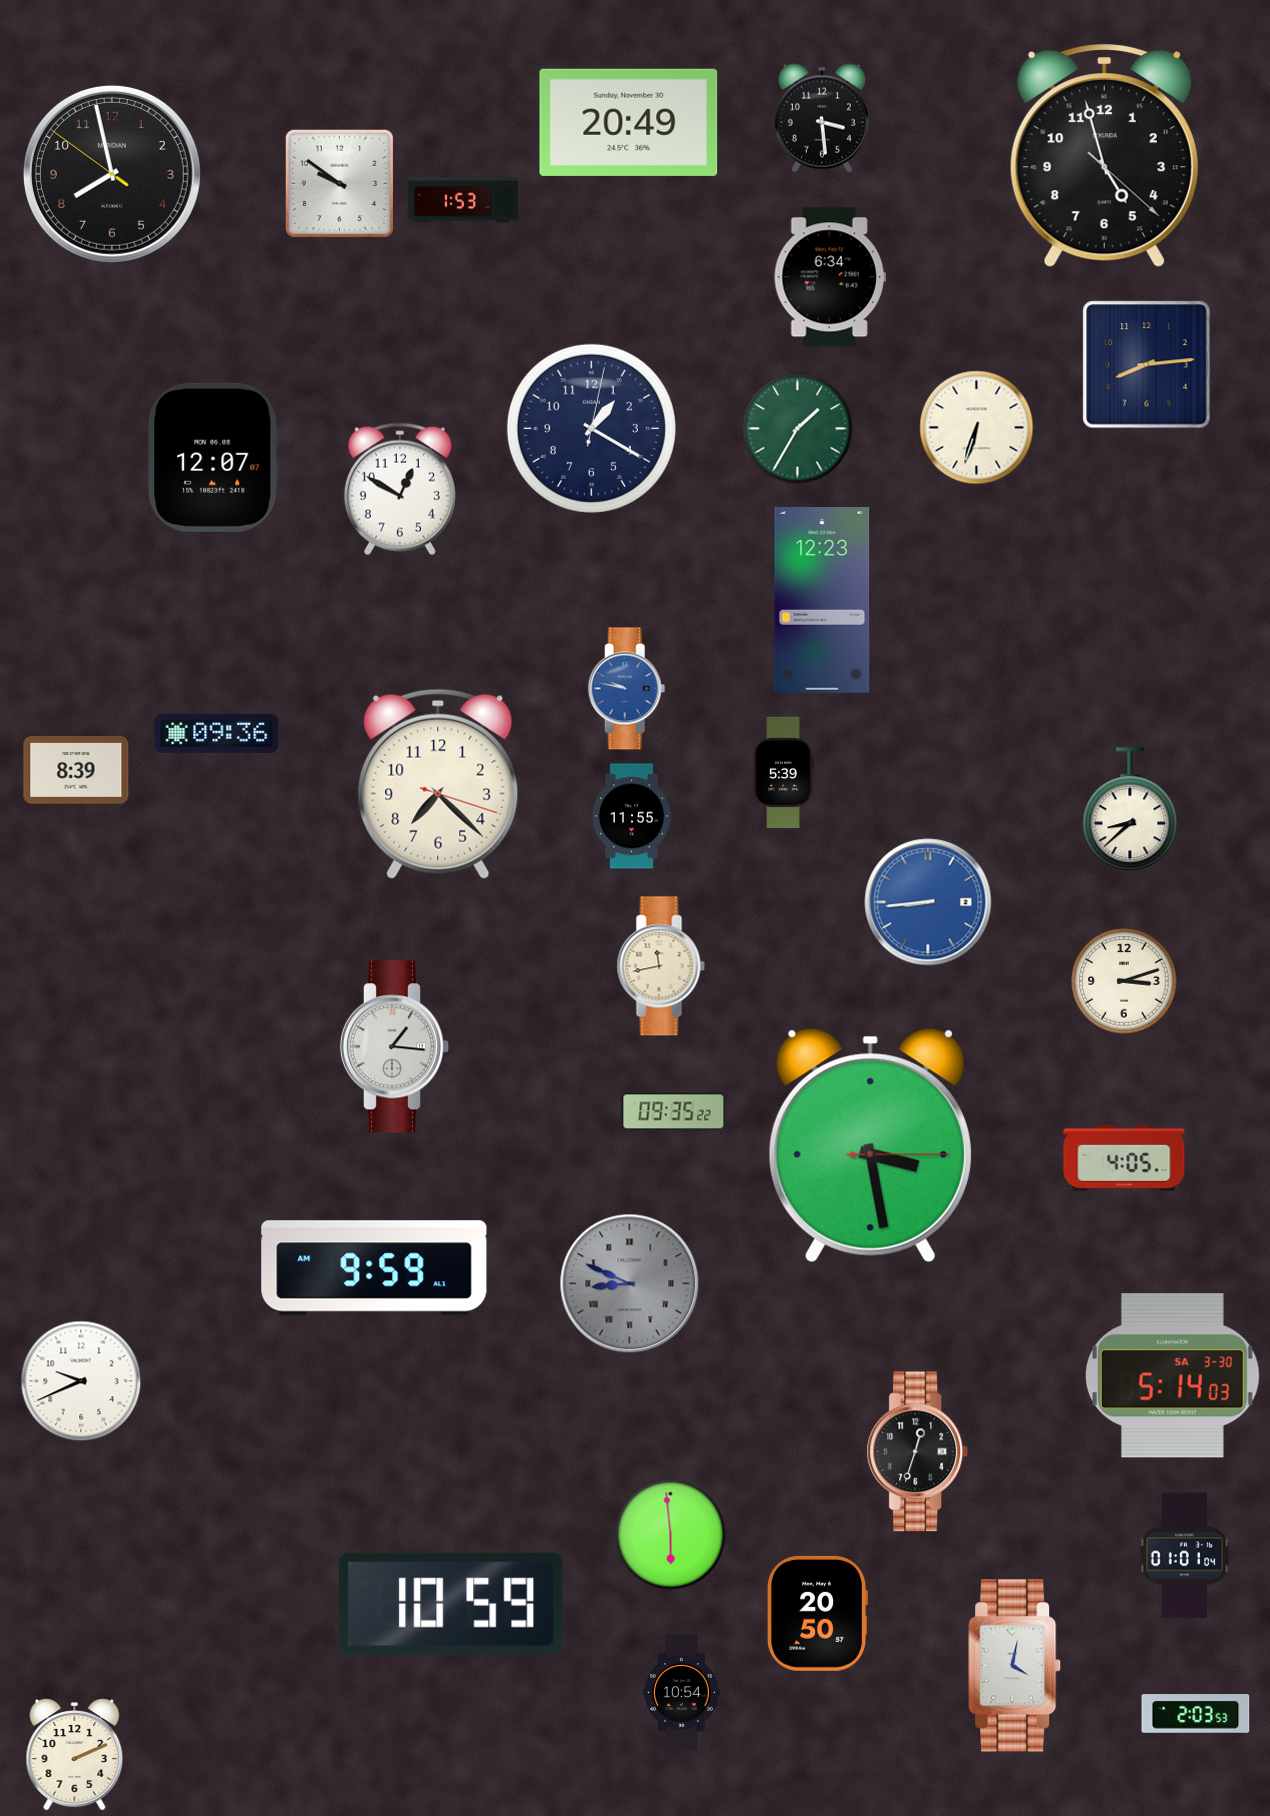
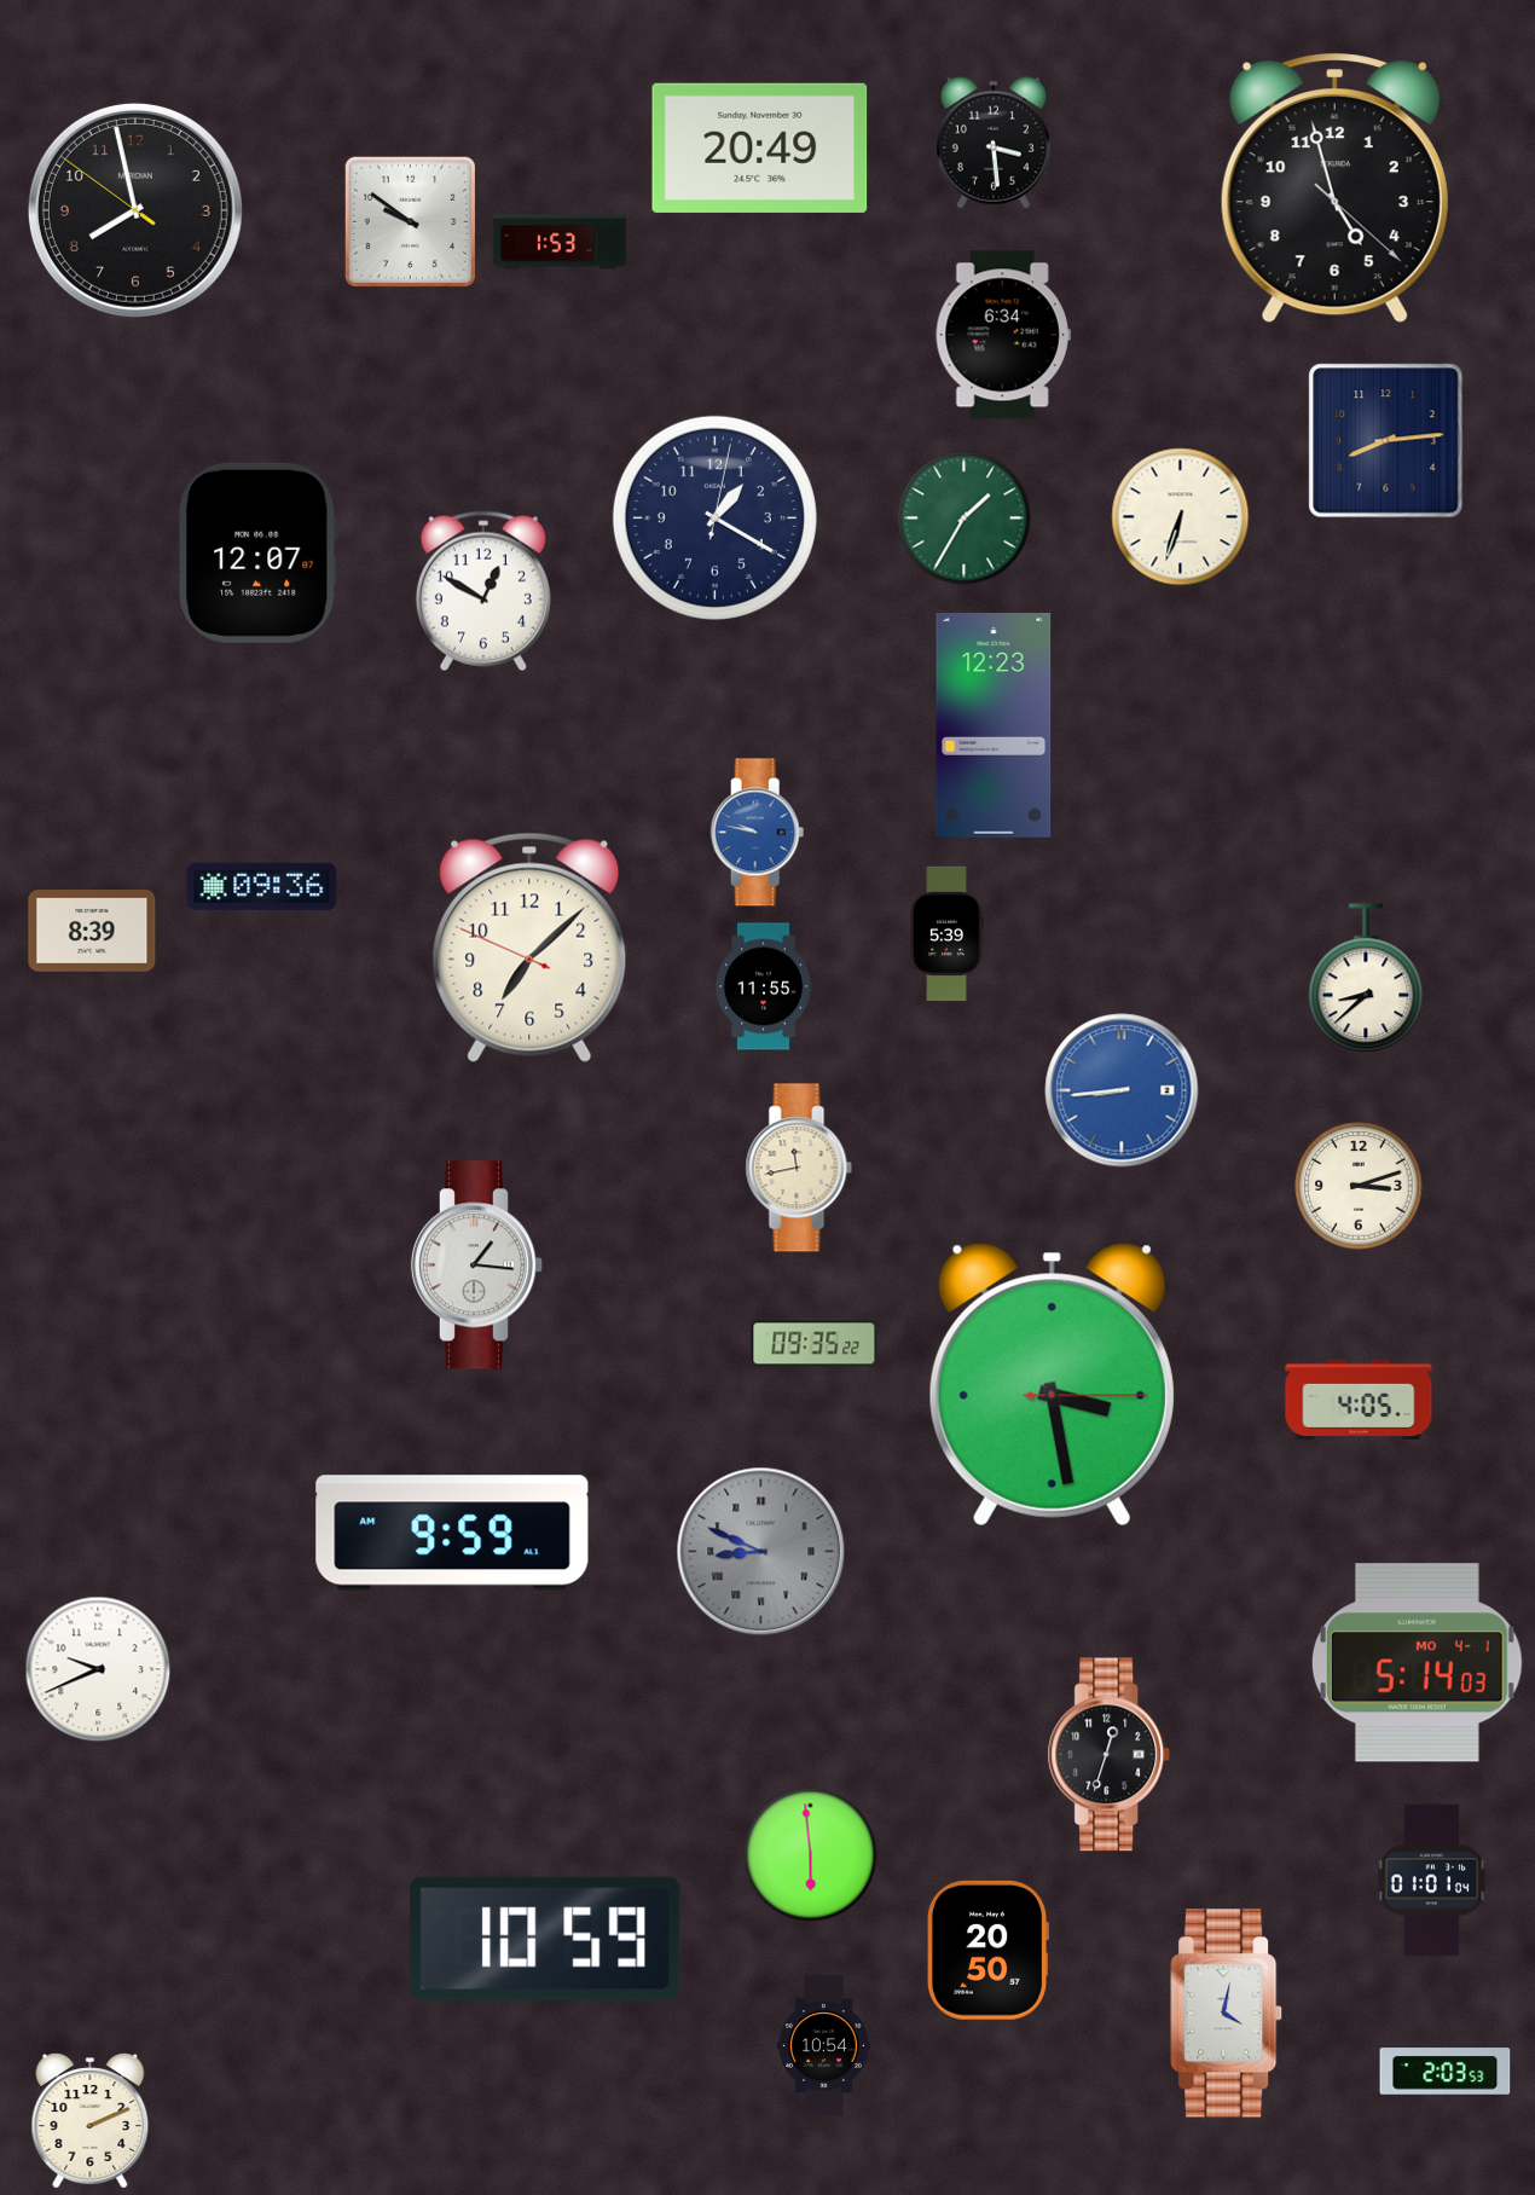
clock at (438, 784): 7:22 -> 7:07
clock at (1172, 1376) date: SA 3-30 -> MO 4-1
